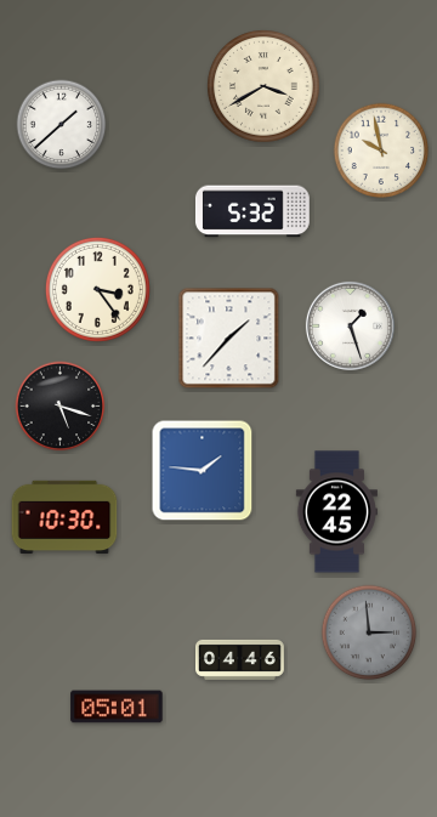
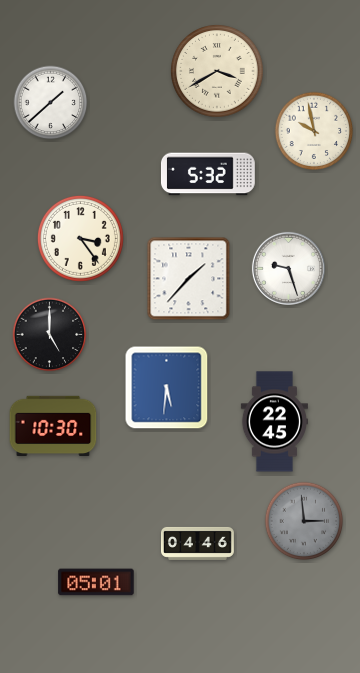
clock at (381, 151) position: (381, 151) -> (314, 131)
clock at (350, 325): 1:27 -> 9:27
clock at (61, 407): 5:18 -> 5:00
clock at (203, 471): 1:46 -> 5:31
clock at (336, 512) position: (336, 512) -> (274, 422)
